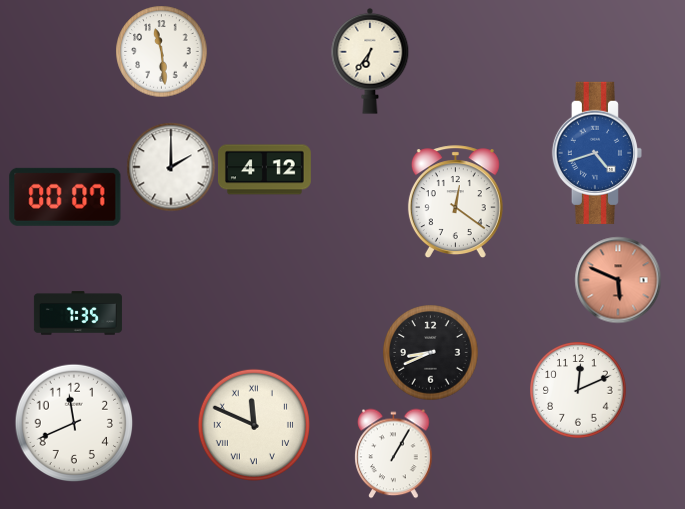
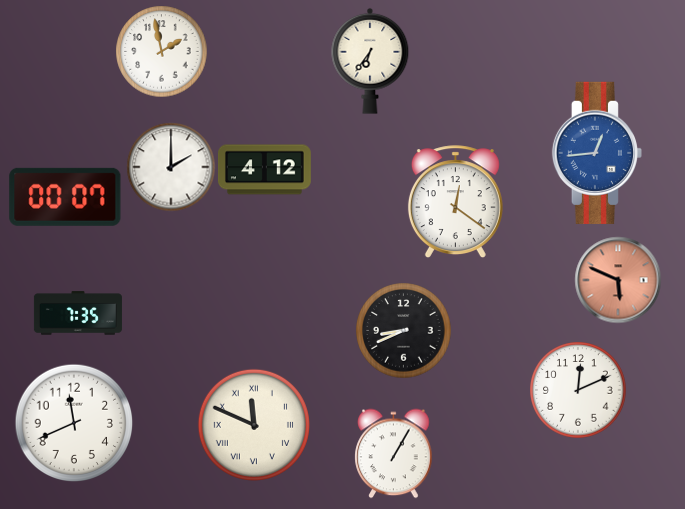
clock at (161, 51): 11:29 -> 1:58
clock at (597, 153): 4:42 -> 12:44
clock at (430, 352) position: (430, 352) -> (403, 330)
